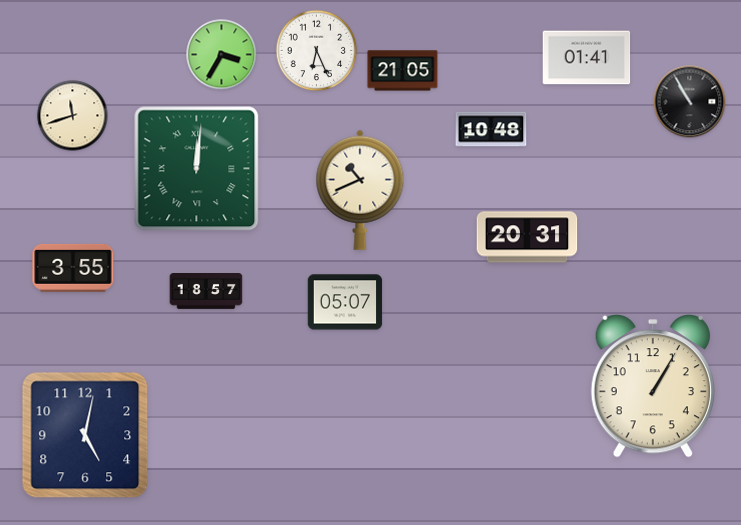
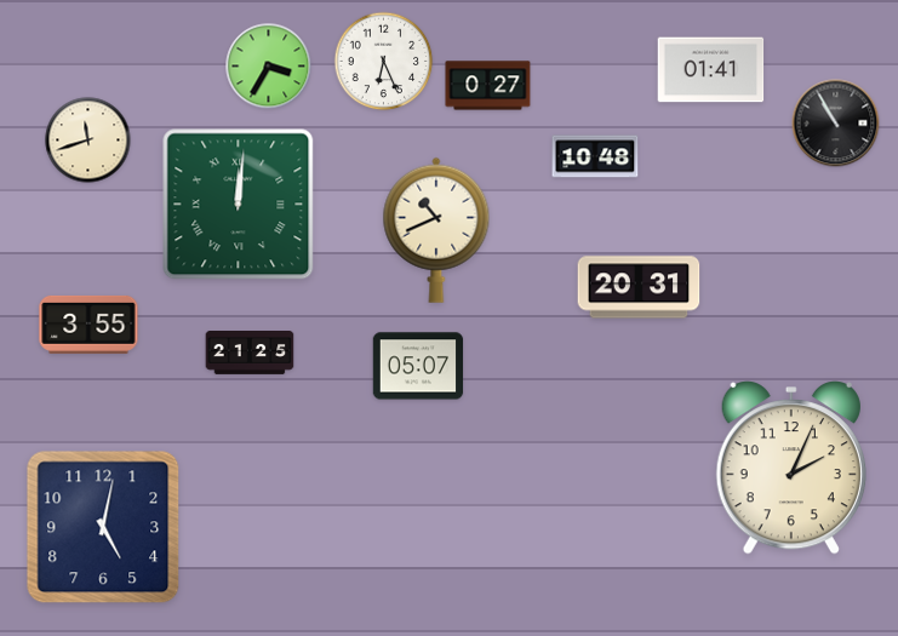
clock at (403, 71): 21:05 -> 0:27
clock at (206, 292): 18:57 -> 21:25
clock at (653, 386): 1:05 -> 2:04
